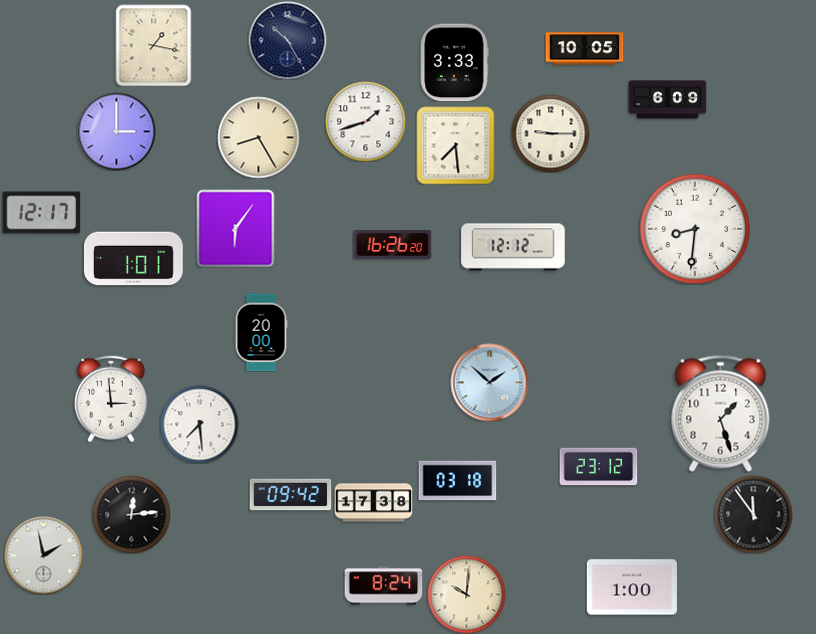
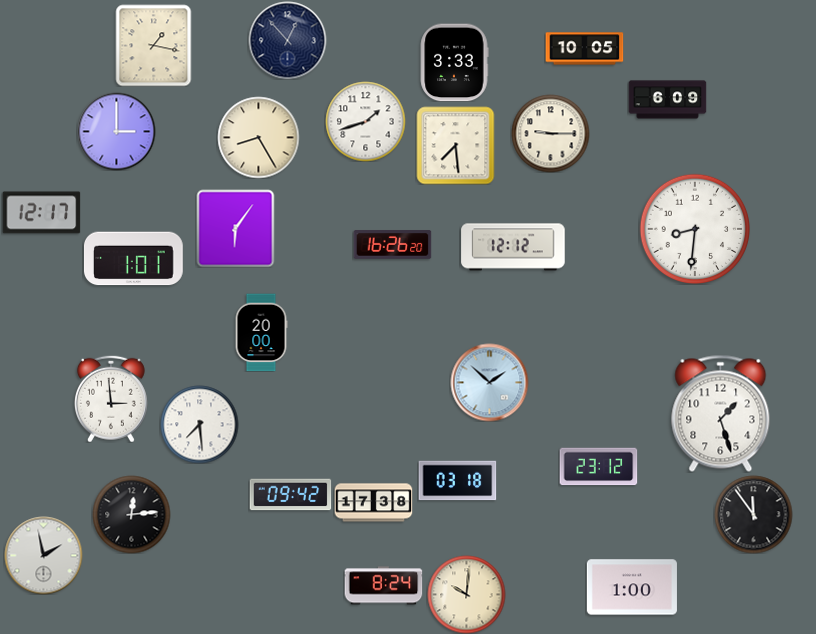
clock at (287, 40): 10:25 -> 12:53
